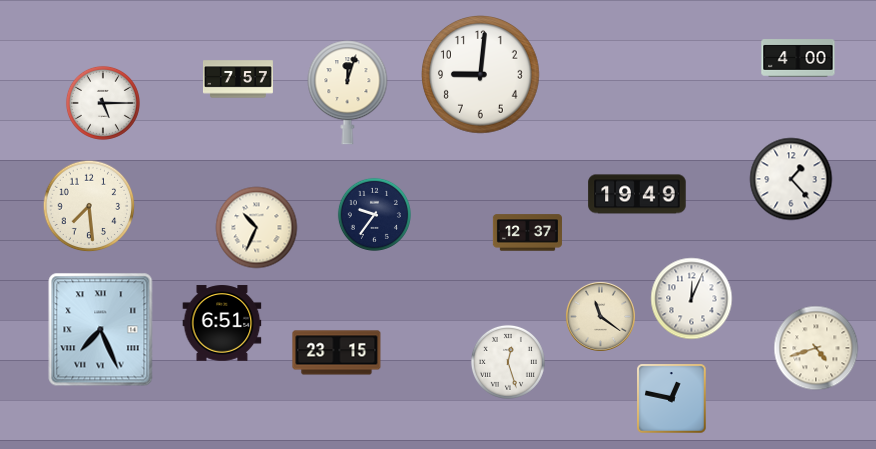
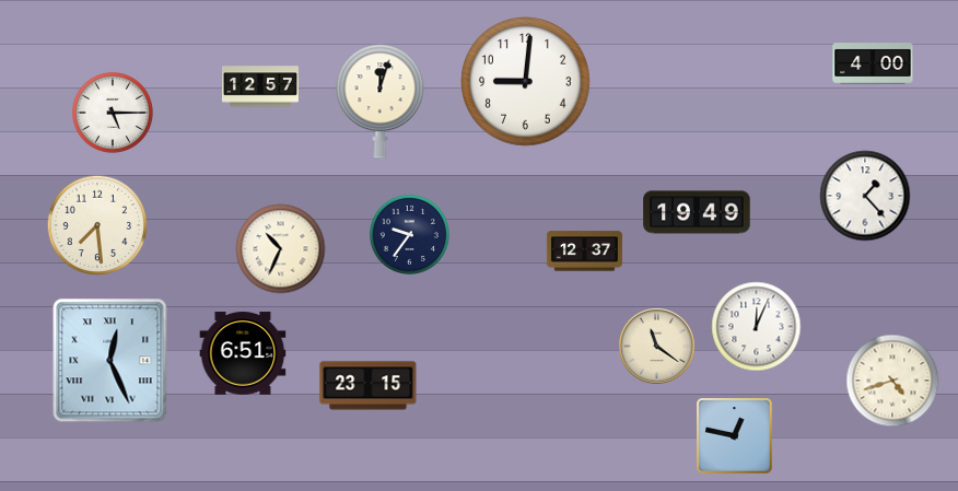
clock at (238, 79): 7:57 -> 12:57
clock at (527, 233) position: (527, 233) -> (584, 252)
clock at (101, 330): 7:26 -> 12:26
clock at (508, 362): 12:27 -> none
